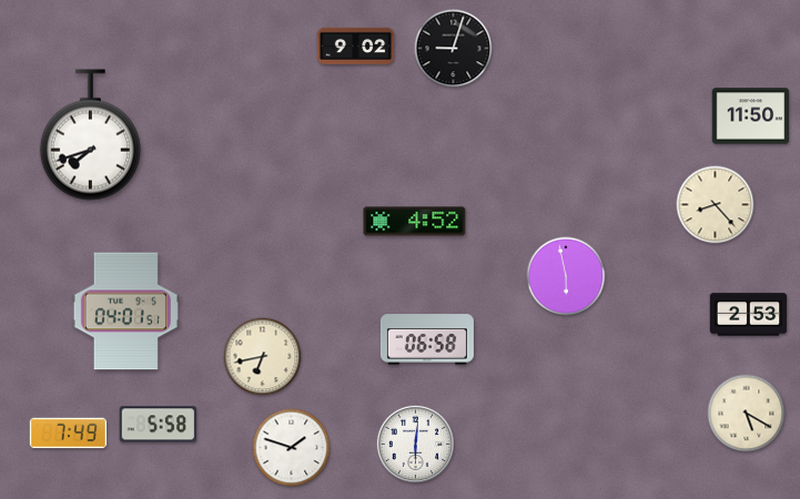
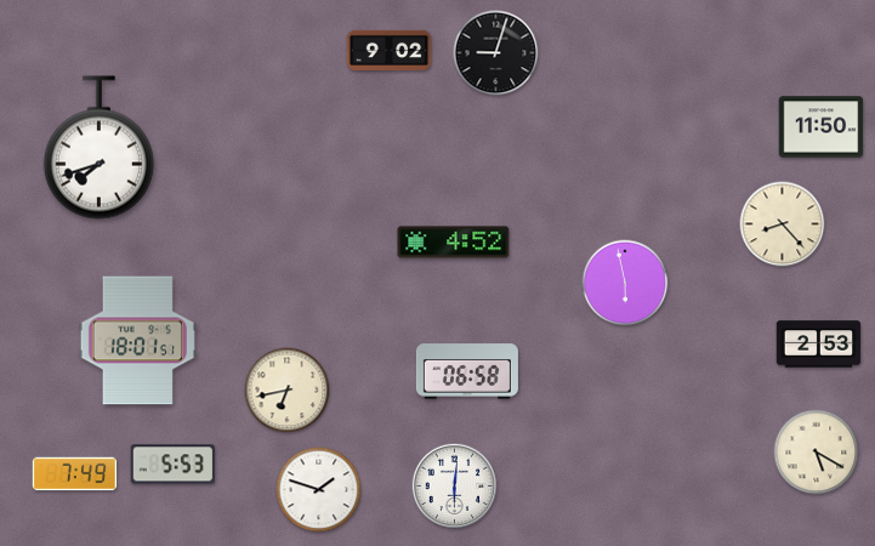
clock at (566, 276) position: (566, 276) -> (625, 283)
clock at (125, 312): 04:01 -> 18:01
clock at (158, 425): 5:58 -> 5:53
